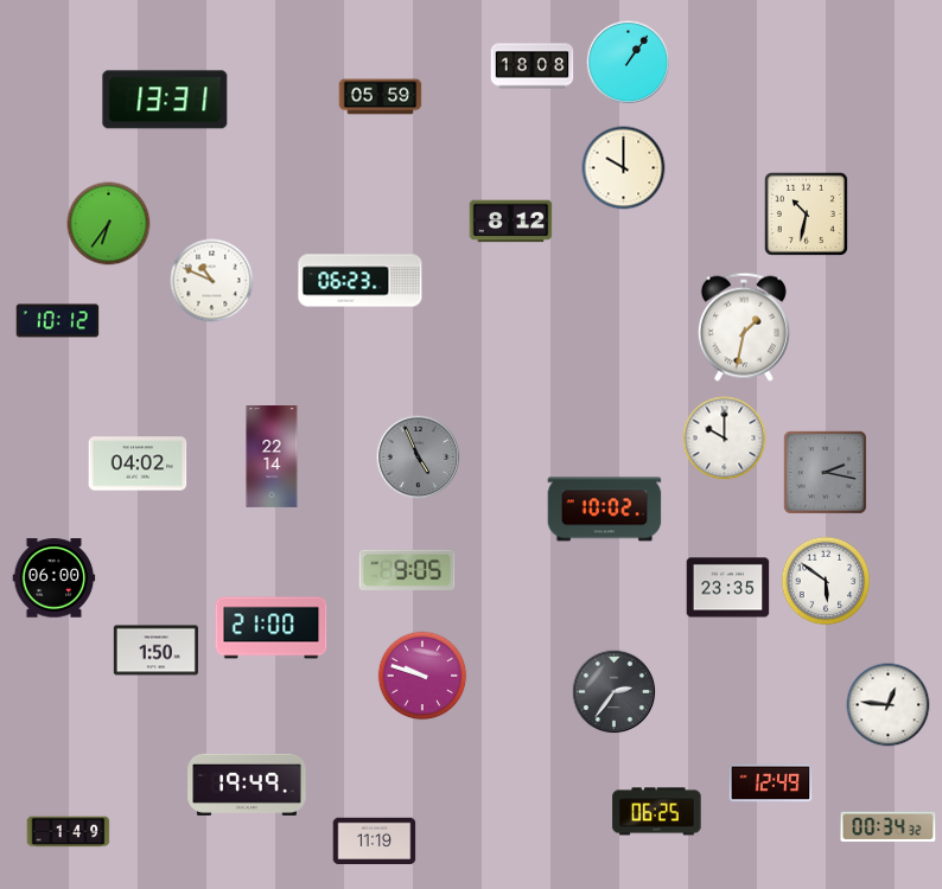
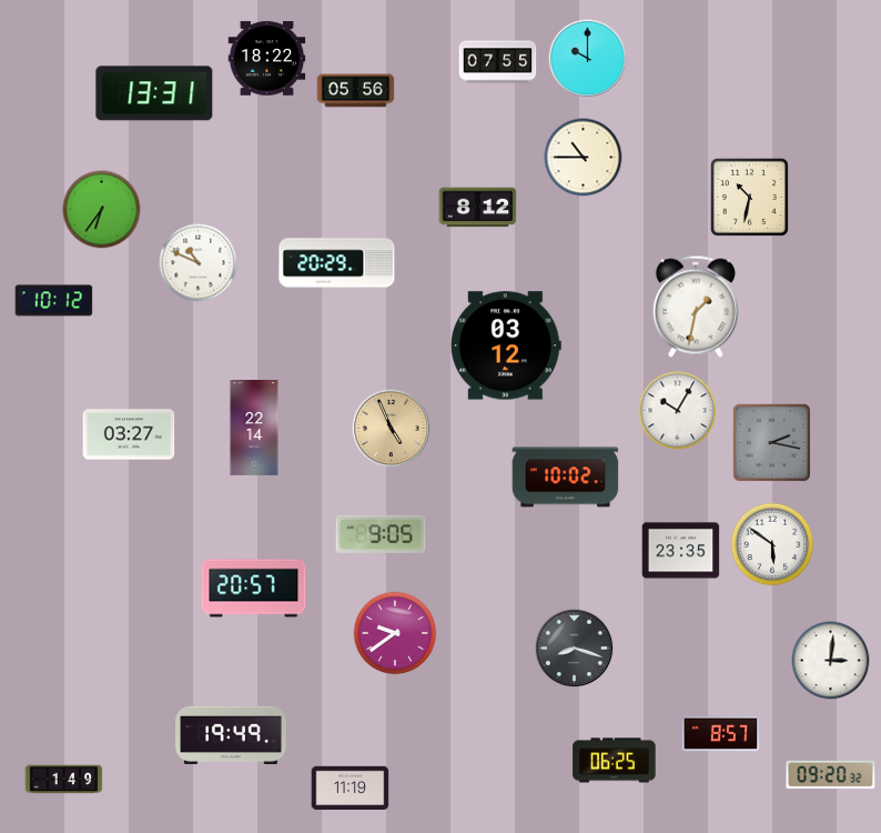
clock at (267, 59): none -> 18:22
clock at (629, 63): 1:06 -> 10:00
clock at (533, 66): 18:08 -> 07:55
clock at (381, 97): 05:59 -> 05:56
clock at (624, 168): 10:00 -> 10:45
clock at (806, 213) position: (806, 213) -> (749, 197)
clock at (361, 281): 06:23 -> 20:29
clock at (506, 345): none -> 03:12
clock at (725, 439): 10:00 -> 10:05
clock at (419, 458) dial: grey -> champagne
clock at (138, 463): 04:02 -> 03:27
clock at (55, 578): 06:00 -> none
clock at (272, 628): 21:00 -> 20:57
clock at (155, 651): 1:50 -> none
clock at (422, 676): 9:48 -> 9:39
clock at (615, 692): 2:36 -> 8:18
clock at (889, 705): 12:46 -> 3:01
clock at (771, 784): 12:49 -> 8:57
clock at (889, 827): 00:34 -> 09:20
